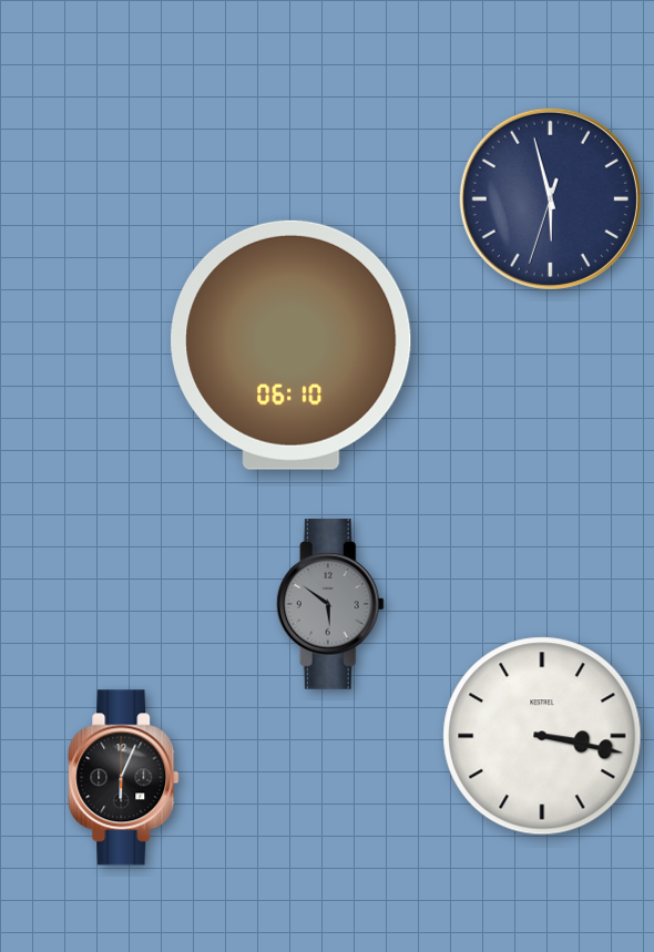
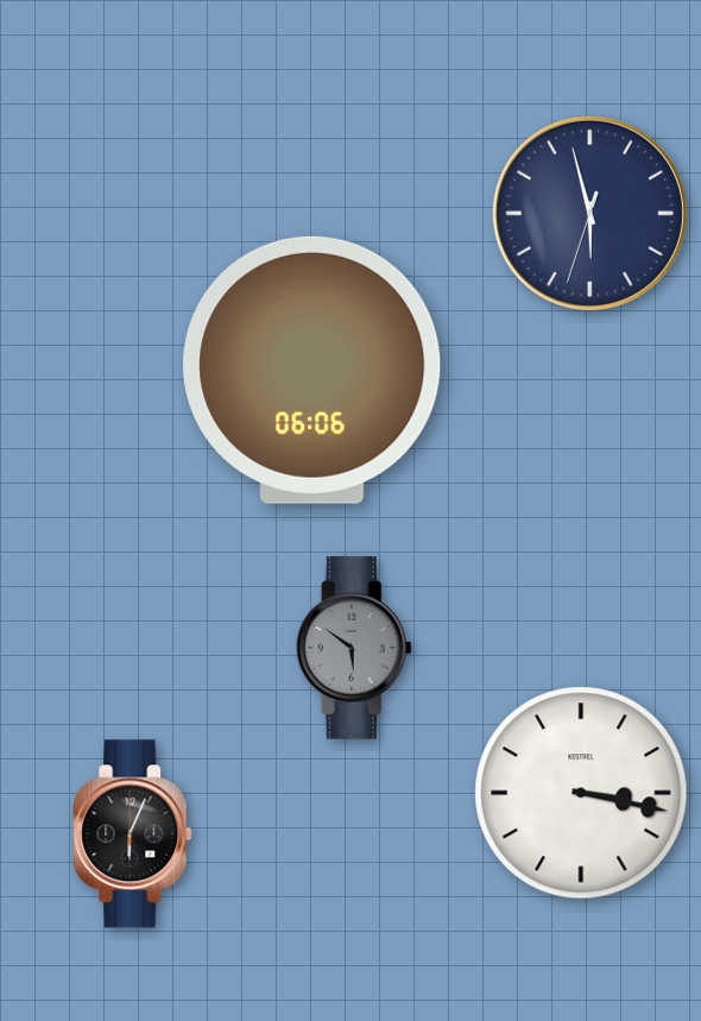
clock at (292, 345): 06:10 -> 06:06
clock at (542, 736) position: (542, 736) -> (581, 793)
